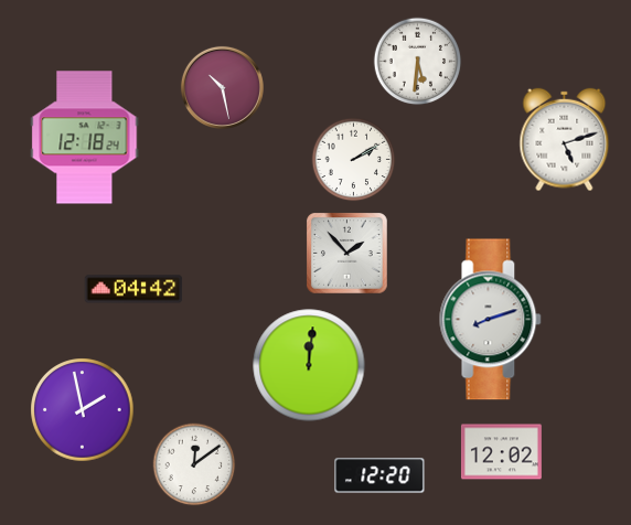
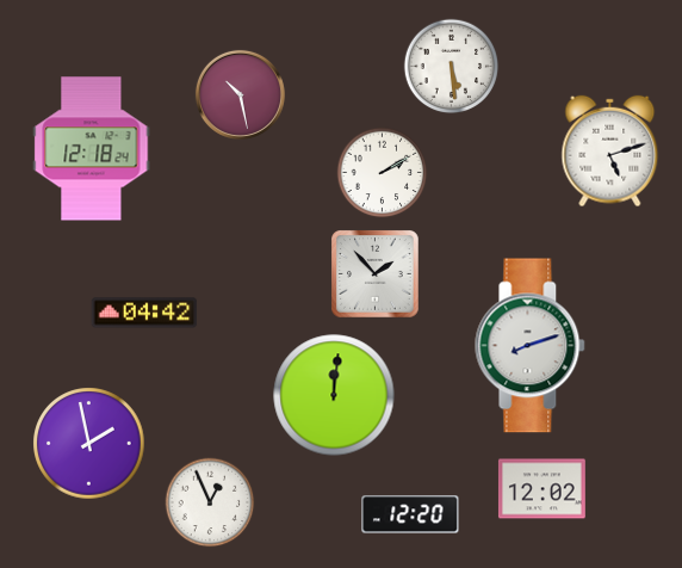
clock at (418, 62): 5:31 -> 5:29
clock at (194, 464): 12:09 -> 12:56
